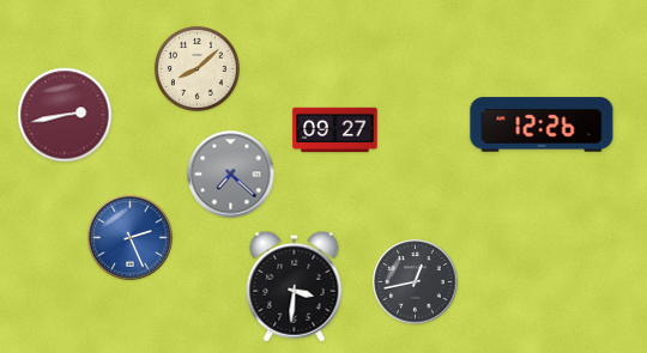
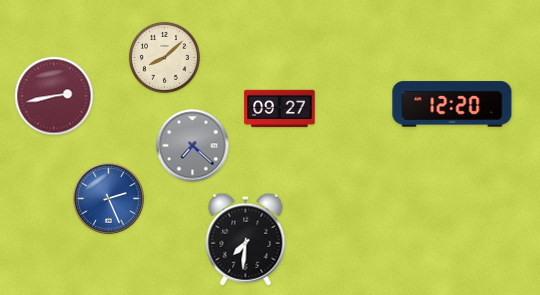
clock at (542, 124): 12:26 -> 12:20
clock at (416, 282): 12:43 -> none
clock at (295, 286): 3:31 -> 7:31
